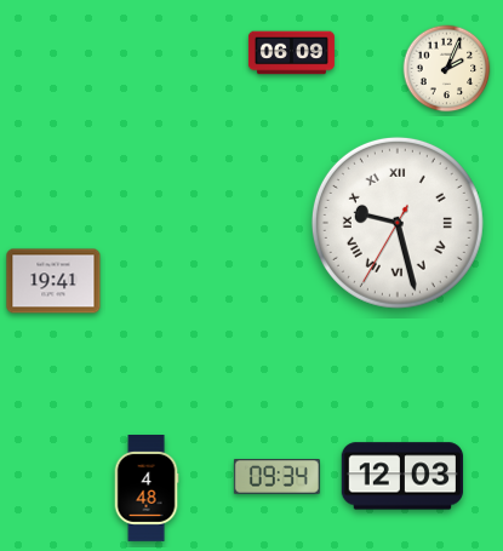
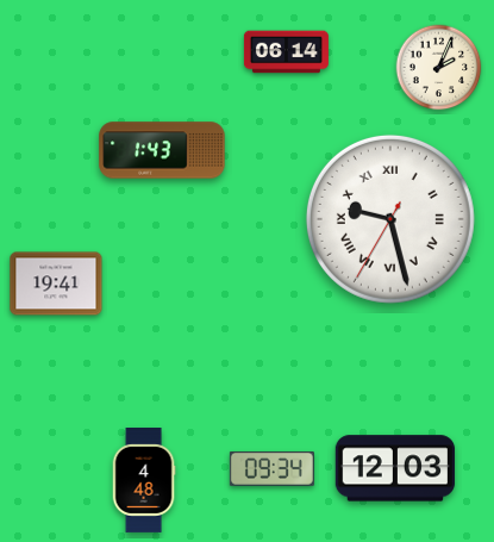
clock at (291, 53): 06:09 -> 06:14
clock at (162, 150): none -> 1:43
clock at (53, 281) position: (53, 281) -> (56, 284)
